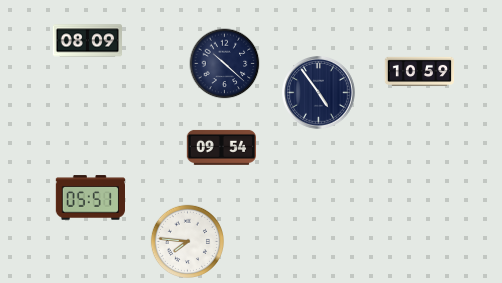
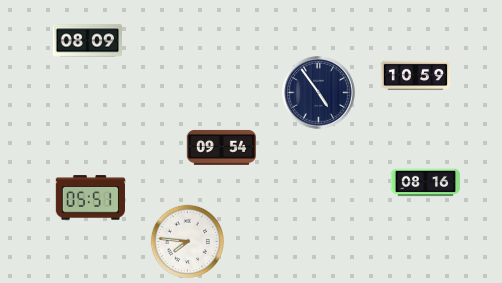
clock at (225, 64): 10:22 -> none
clock at (420, 72) position: (420, 72) -> (416, 76)
clock at (426, 183): none -> 08:16
